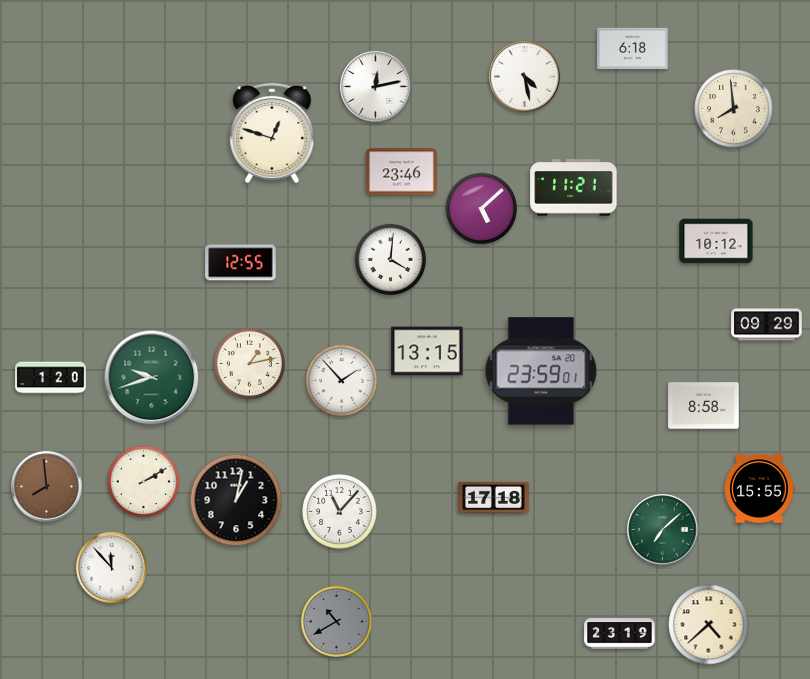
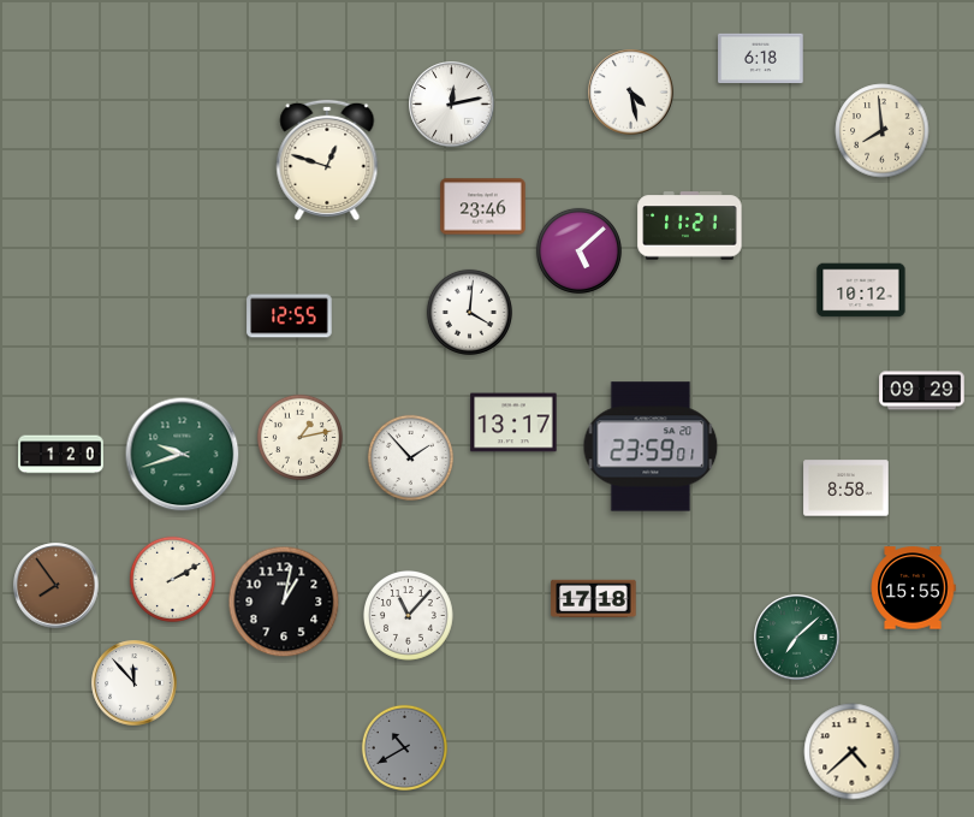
clock at (427, 351): 13:15 -> 13:17
clock at (47, 487): 7:59 -> 7:54
clock at (620, 634): 23:19 -> none
